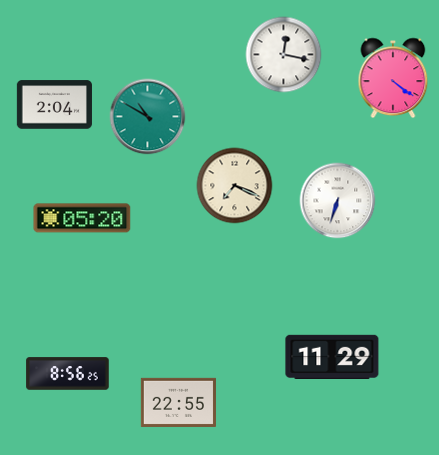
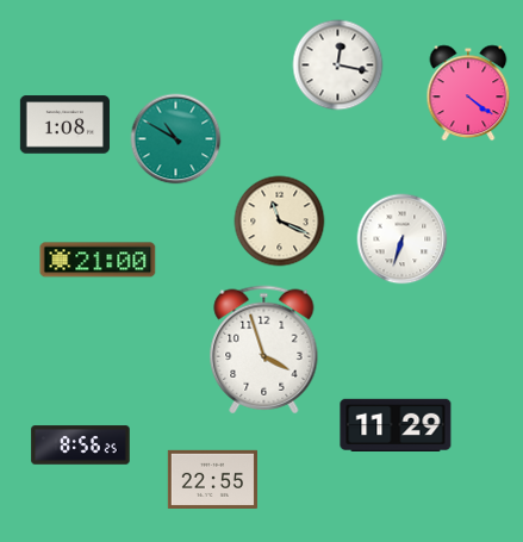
clock at (54, 105): 2:04 -> 1:08
clock at (235, 186): 7:19 -> 11:19
clock at (82, 218): 05:20 -> 21:00
clock at (264, 350): none -> 3:57
